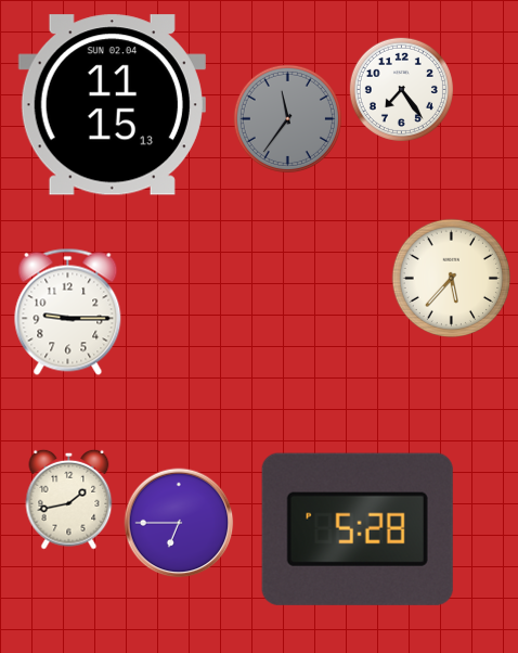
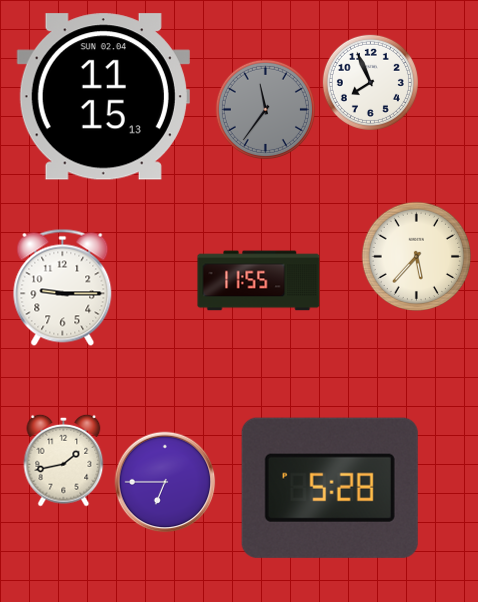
clock at (401, 89): 7:24 -> 7:56
clock at (259, 281): none -> 11:55
